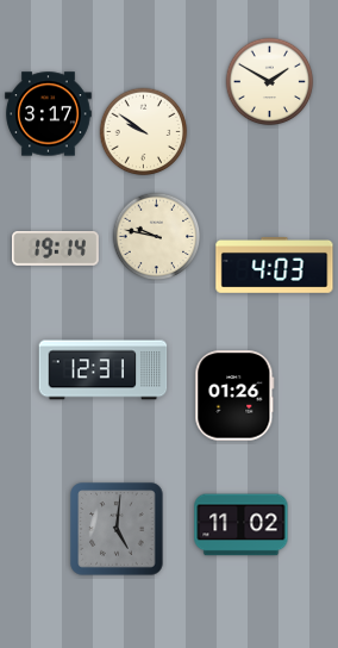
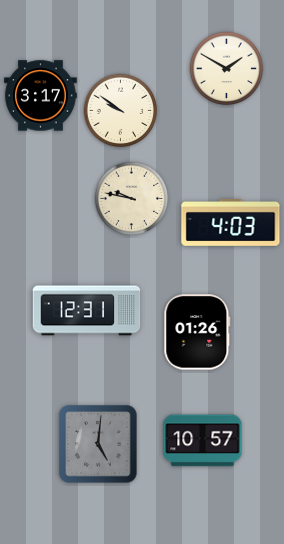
clock at (56, 249): 19:14 -> none
clock at (242, 525): 11:02 -> 10:57
